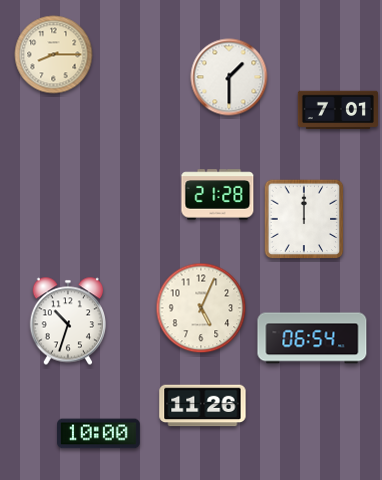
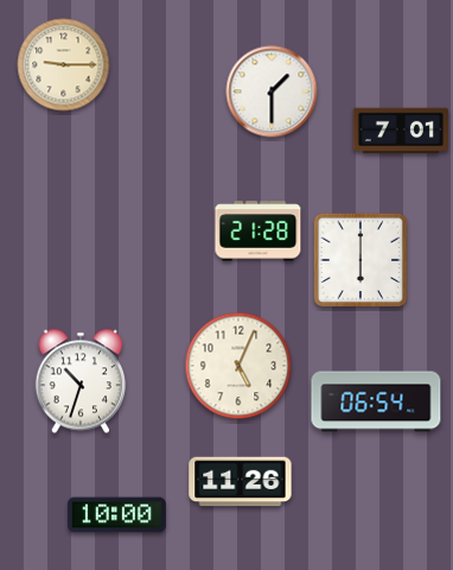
clock at (54, 55): 8:15 -> 9:15
clock at (304, 219): 12:00 -> 6:00
clock at (312, 338) position: (312, 338) -> (376, 401)
